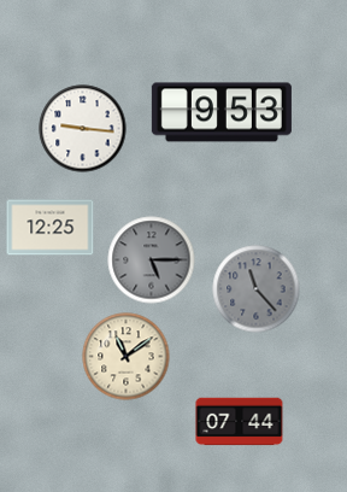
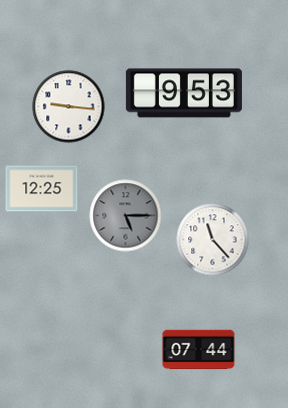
clock at (257, 289) dial: grey -> white
clock at (127, 357): 11:09 -> none
